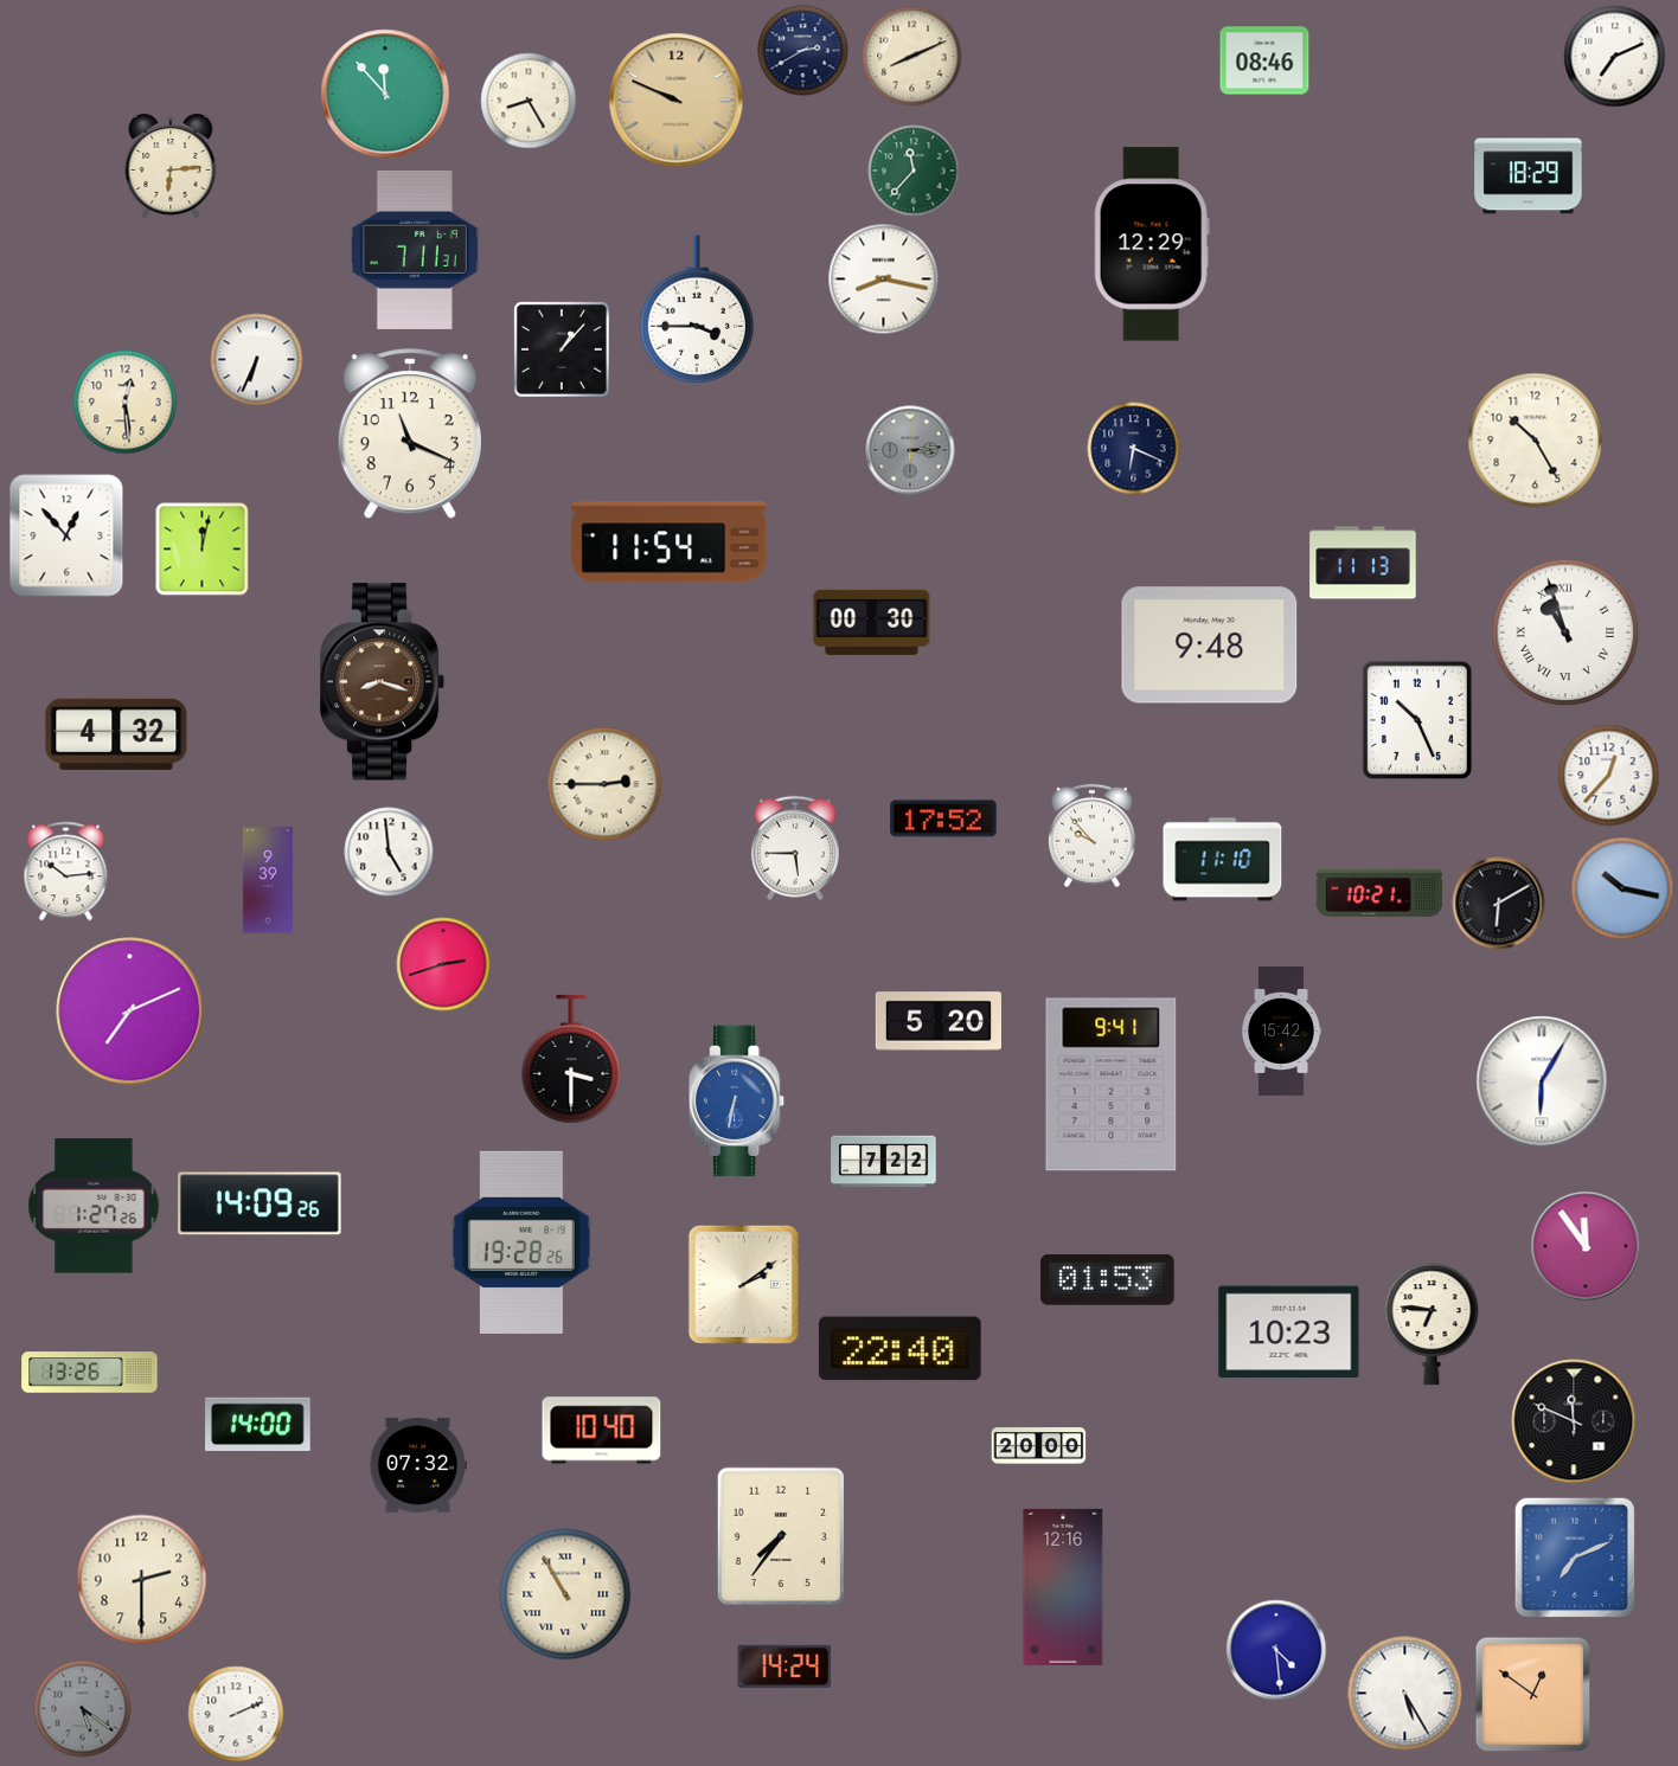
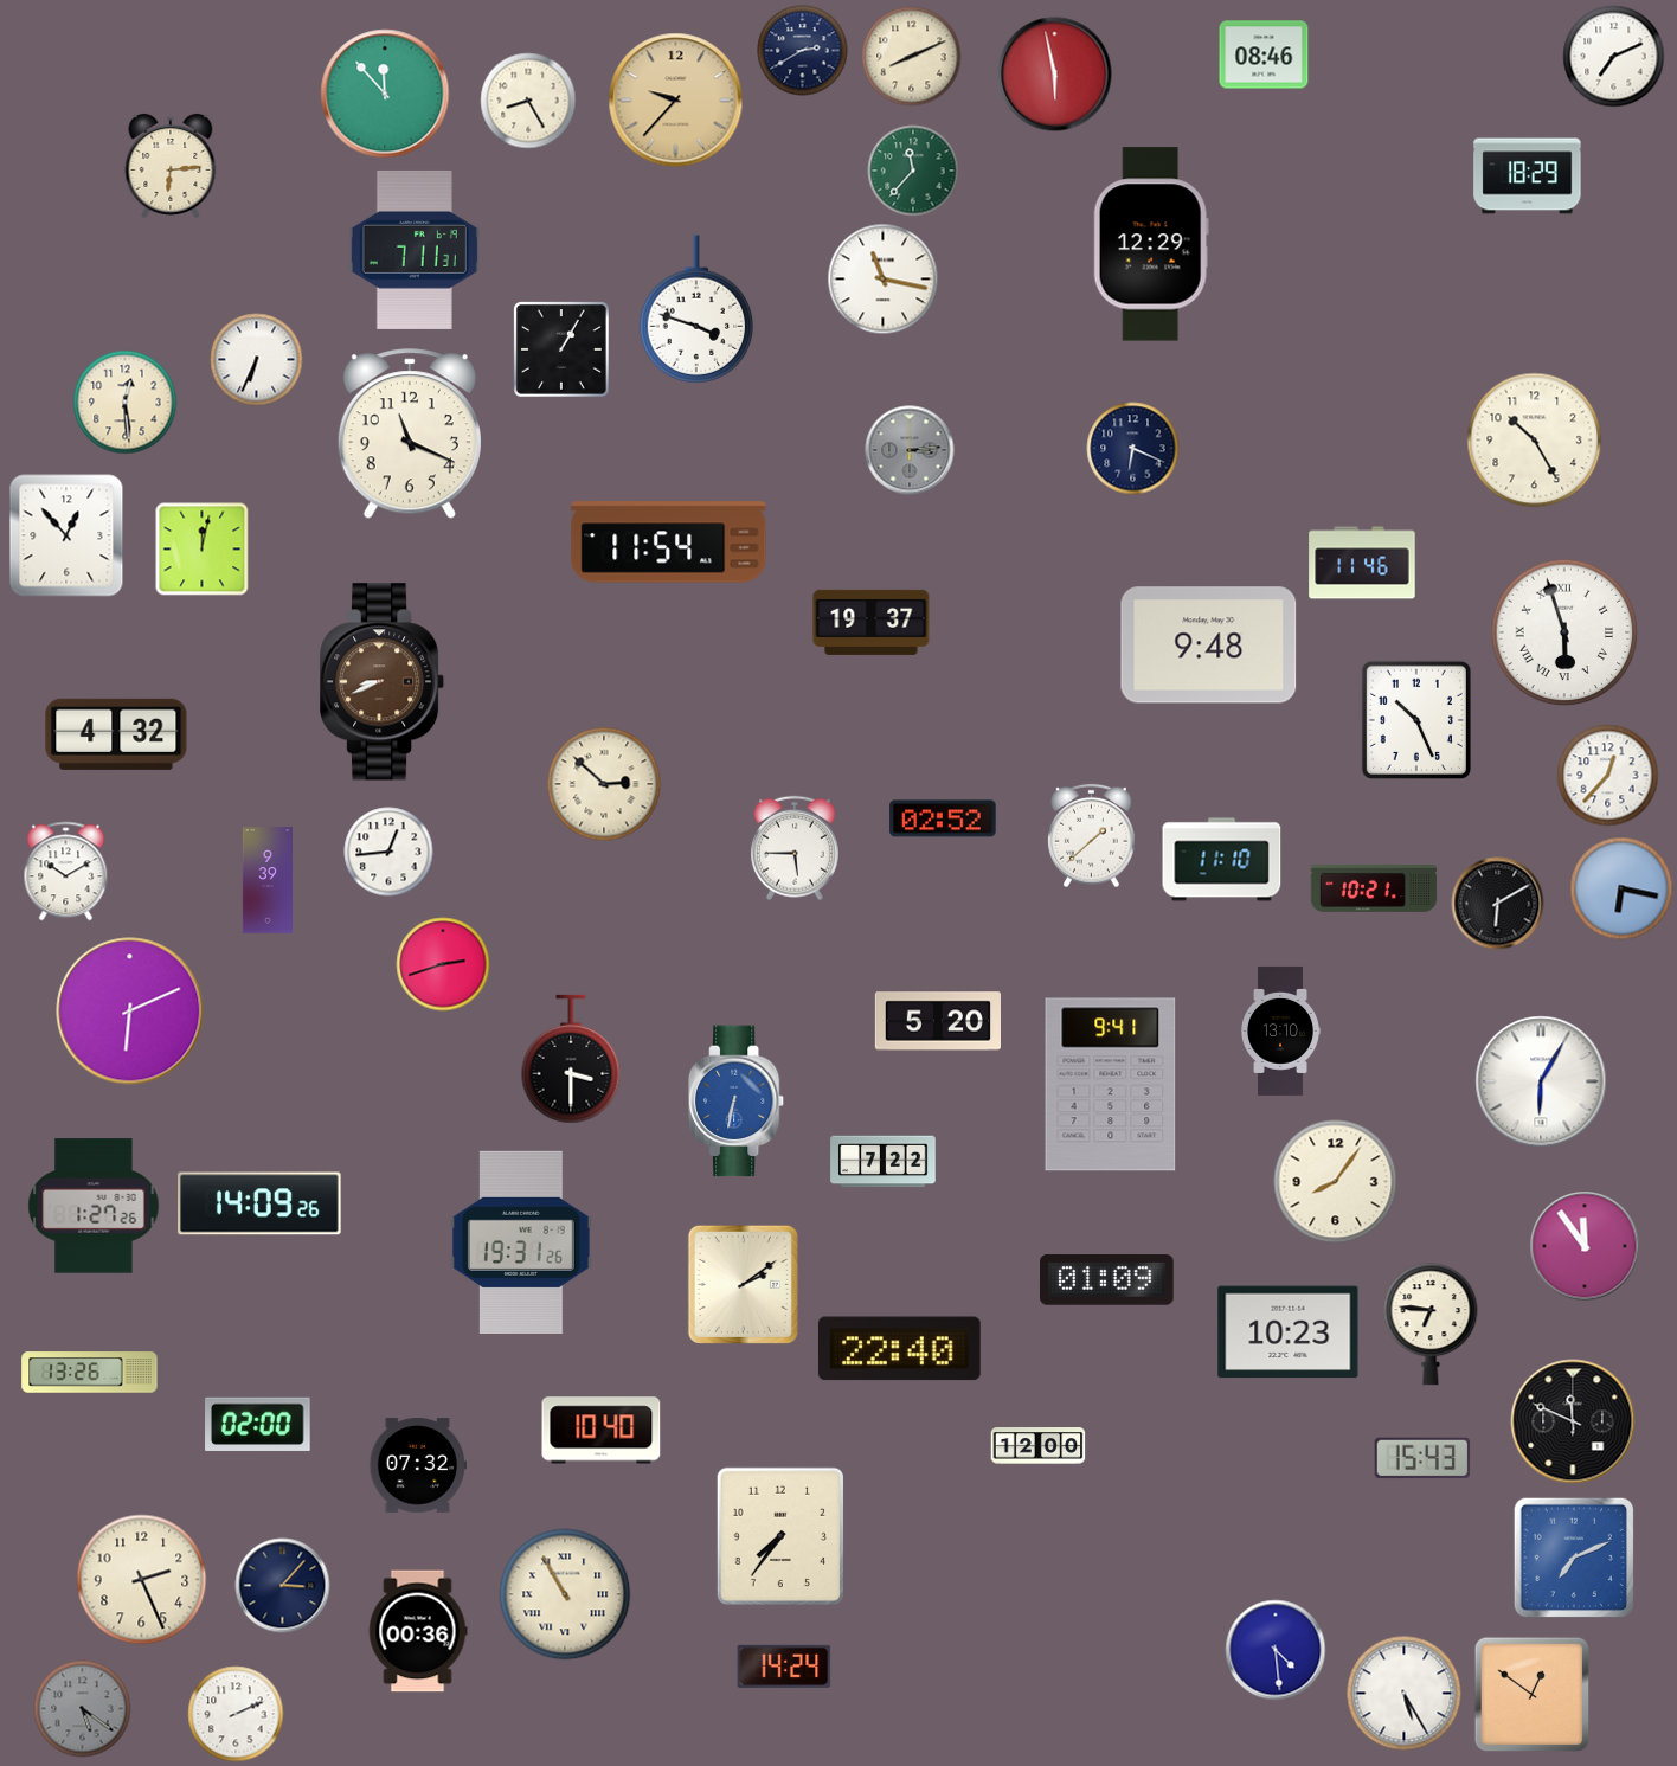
clock at (1264, 60) position: (1264, 60) -> (1264, 54)
clock at (1055, 75): none -> 5:58
clock at (677, 101): 9:49 -> 9:37
clock at (884, 280): 8:17 -> 11:17
clock at (697, 309): 3:45 -> 3:48
clock at (562, 349): 1:07 -> 1:05
clock at (1363, 563): 11:13 -> 11:46
clock at (872, 622): 00:30 -> 19:37
clock at (1565, 632): 10:57 -> 5:57
clock at (384, 682): 8:18 -> 8:41
clock at (604, 784): 2:45 -> 2:52
clock at (943, 818): 17:52 -> 02:52
clock at (1093, 836): 9:53 -> 1:38
clock at (389, 852): 4:59 -> 12:44
clock at (66, 872): 10:14 -> 10:10
clock at (1622, 888): 10:17 -> 6:17
clock at (1379, 893) position: (1379, 893) -> (1374, 888)
clock at (130, 1012): 7:11 -> 6:11
clock at (1281, 1030): 15:42 -> 13:10
clock at (1336, 1182): none -> 8:06
clock at (521, 1242): 19:28 -> 19:31
clock at (1108, 1280): 01:53 -> 01:09
clock at (258, 1424): 14:00 -> 02:00
clock at (1039, 1446): 20:00 -> 12:00
clock at (1422, 1458): none -> 15:43
clock at (142, 1580): 2:30 -> 2:26
clock at (283, 1586): none -> 3:07
clock at (1063, 1587): 12:16 -> none
clock at (418, 1631): none -> 00:36
